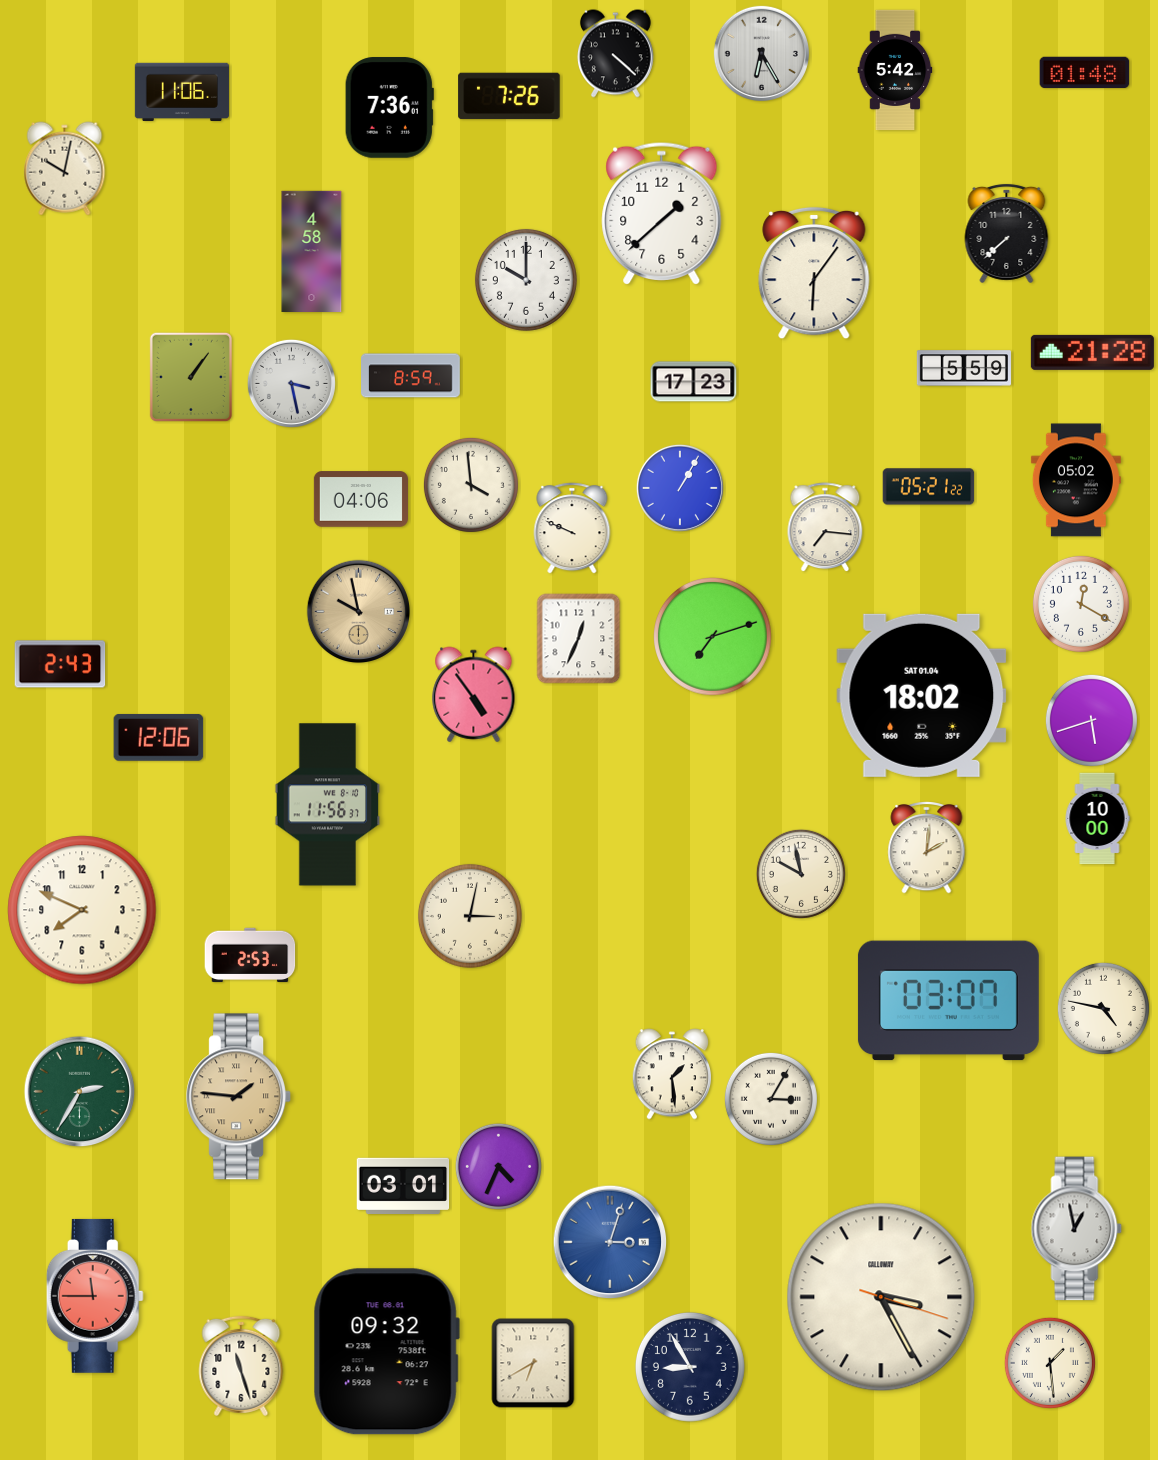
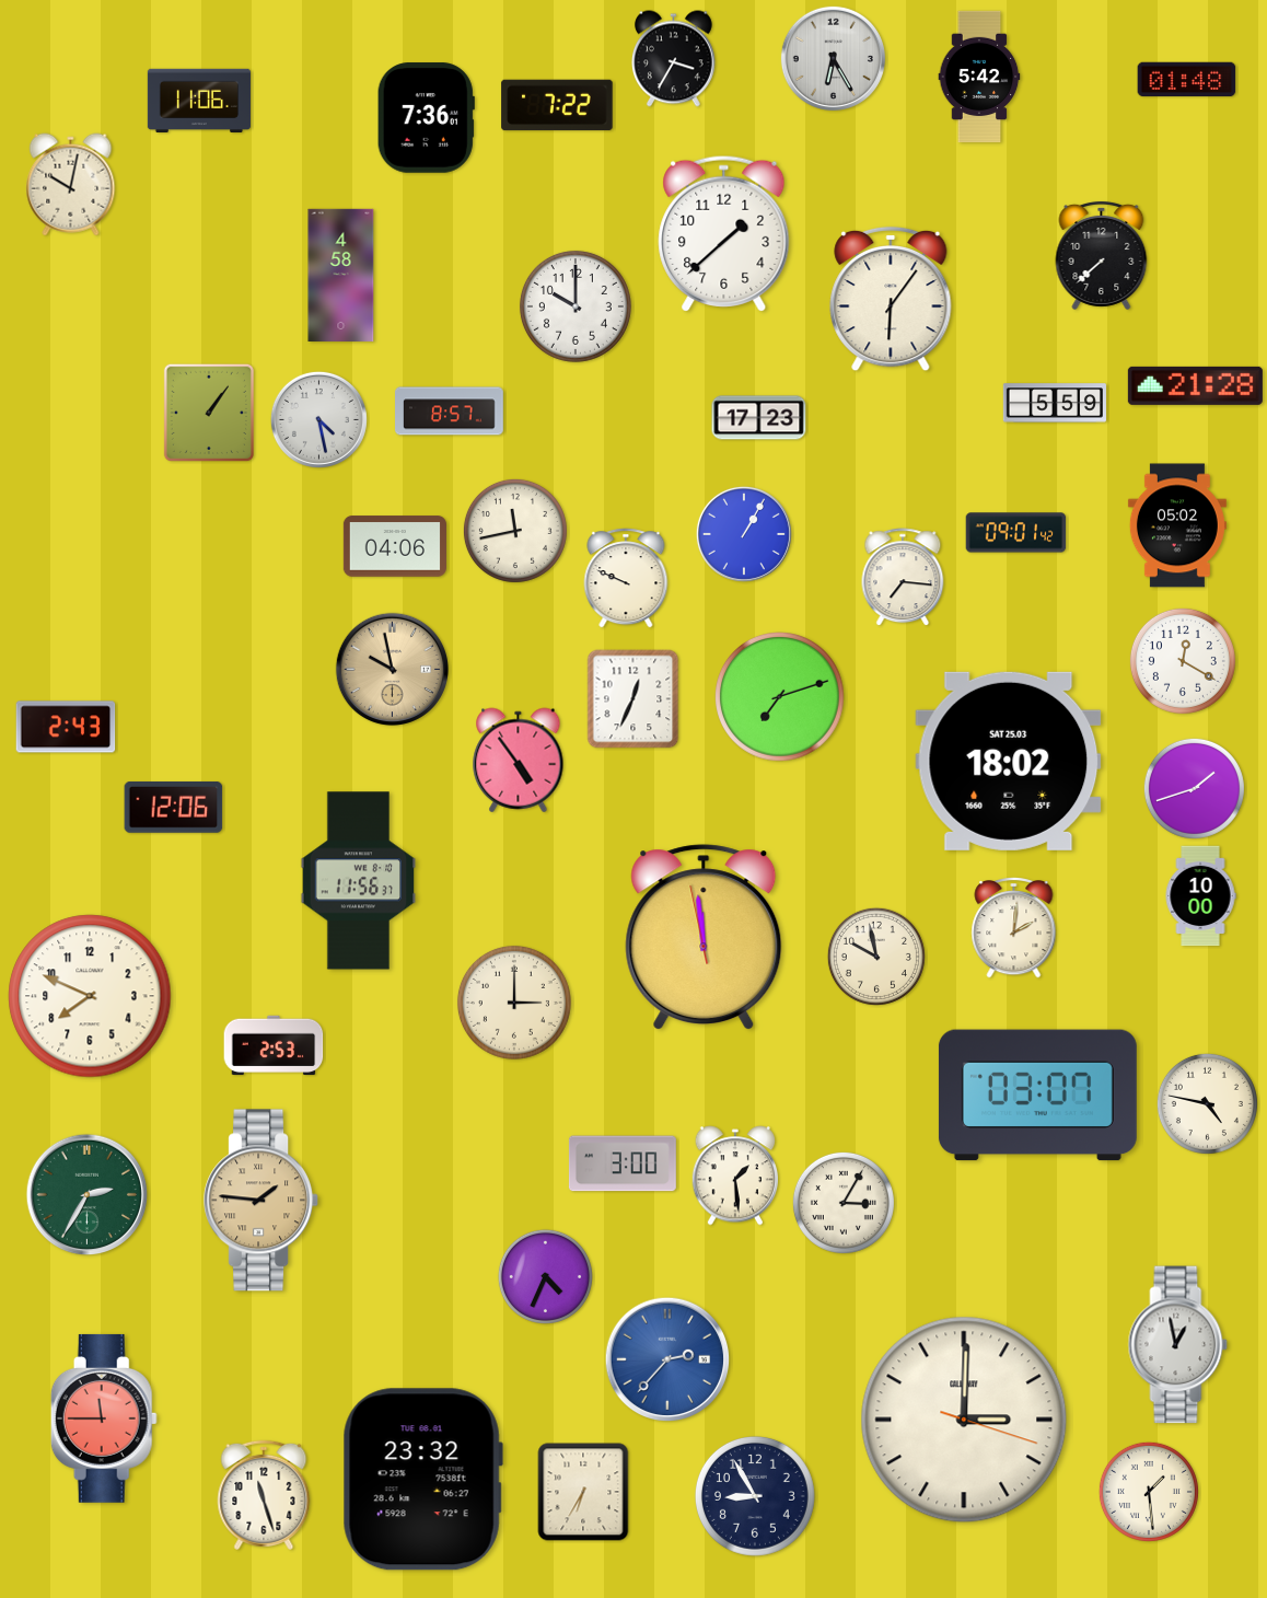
clock at (615, 54): 4:22 -> 3:35
clock at (509, 96): 7:26 -> 7:22
clock at (411, 376): 8:59 -> 8:57
clock at (291, 383): 3:28 -> 4:28
clock at (471, 485): 3:59 -> 11:43
clock at (929, 487): 05:21 -> 09:01
clock at (922, 695) date: SAT 01.04 -> SAT 25.03
clock at (1091, 720): 5:42 -> 1:42
clock at (704, 938): none -> 11:58
clock at (470, 916): 3:02 -> 3:00
clock at (623, 1163): none -> 3:00
clock at (403, 1185): 03:01 -> none
clock at (610, 1242): 3:03 -> 2:37
clock at (881, 1297): 3:25 -> 3:00
clock at (386, 1352): 09:32 -> 23:32
clock at (533, 1363): 6:40 -> 6:35
